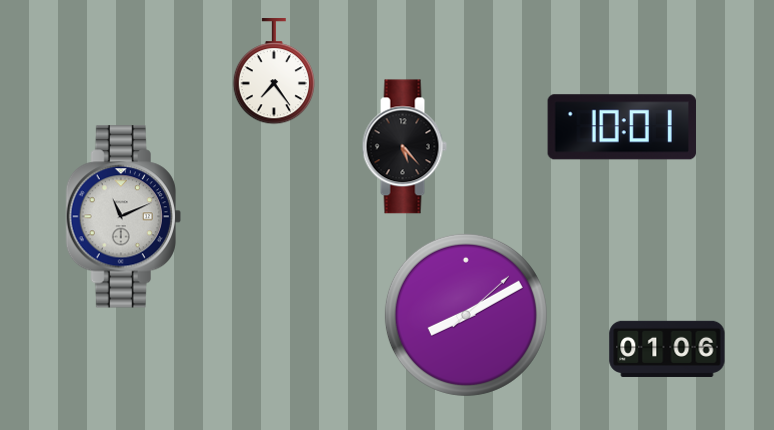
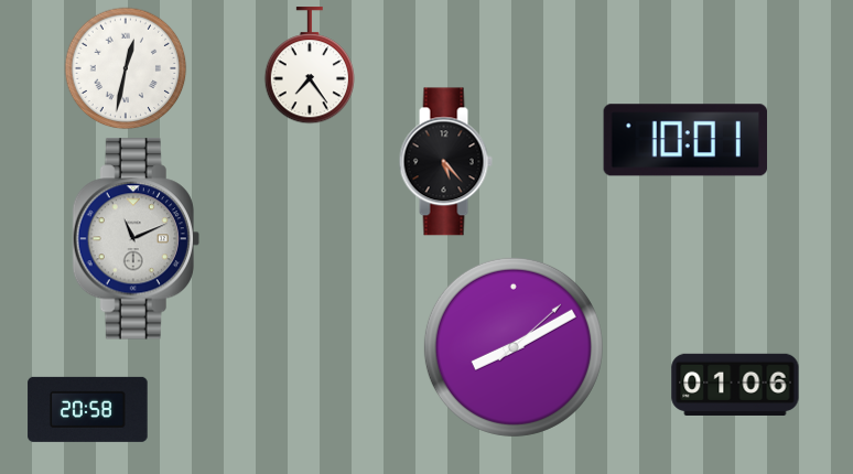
clock at (126, 68): none -> 12:32
clock at (273, 71) position: (273, 71) -> (309, 65)
clock at (88, 409): none -> 20:58
